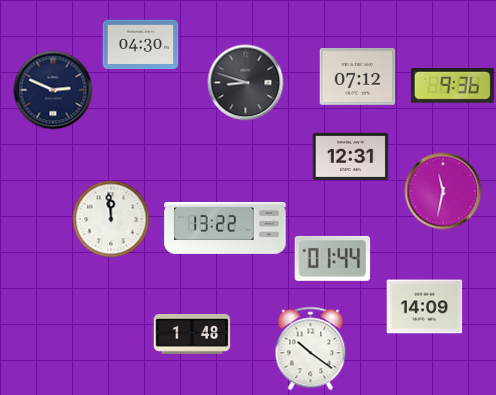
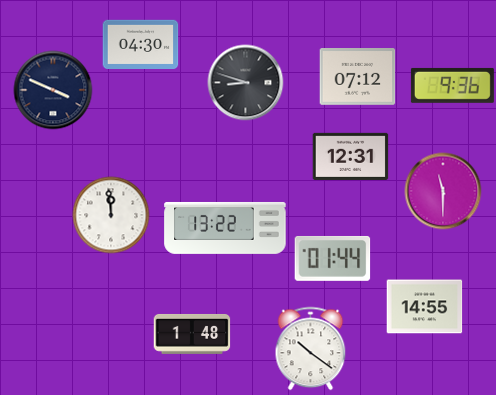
clock at (53, 90): 2:49 -> 3:49
clock at (443, 191): 11:32 -> 11:30
clock at (111, 219) position: (111, 219) -> (111, 215)
clock at (425, 307): 14:09 -> 14:55
